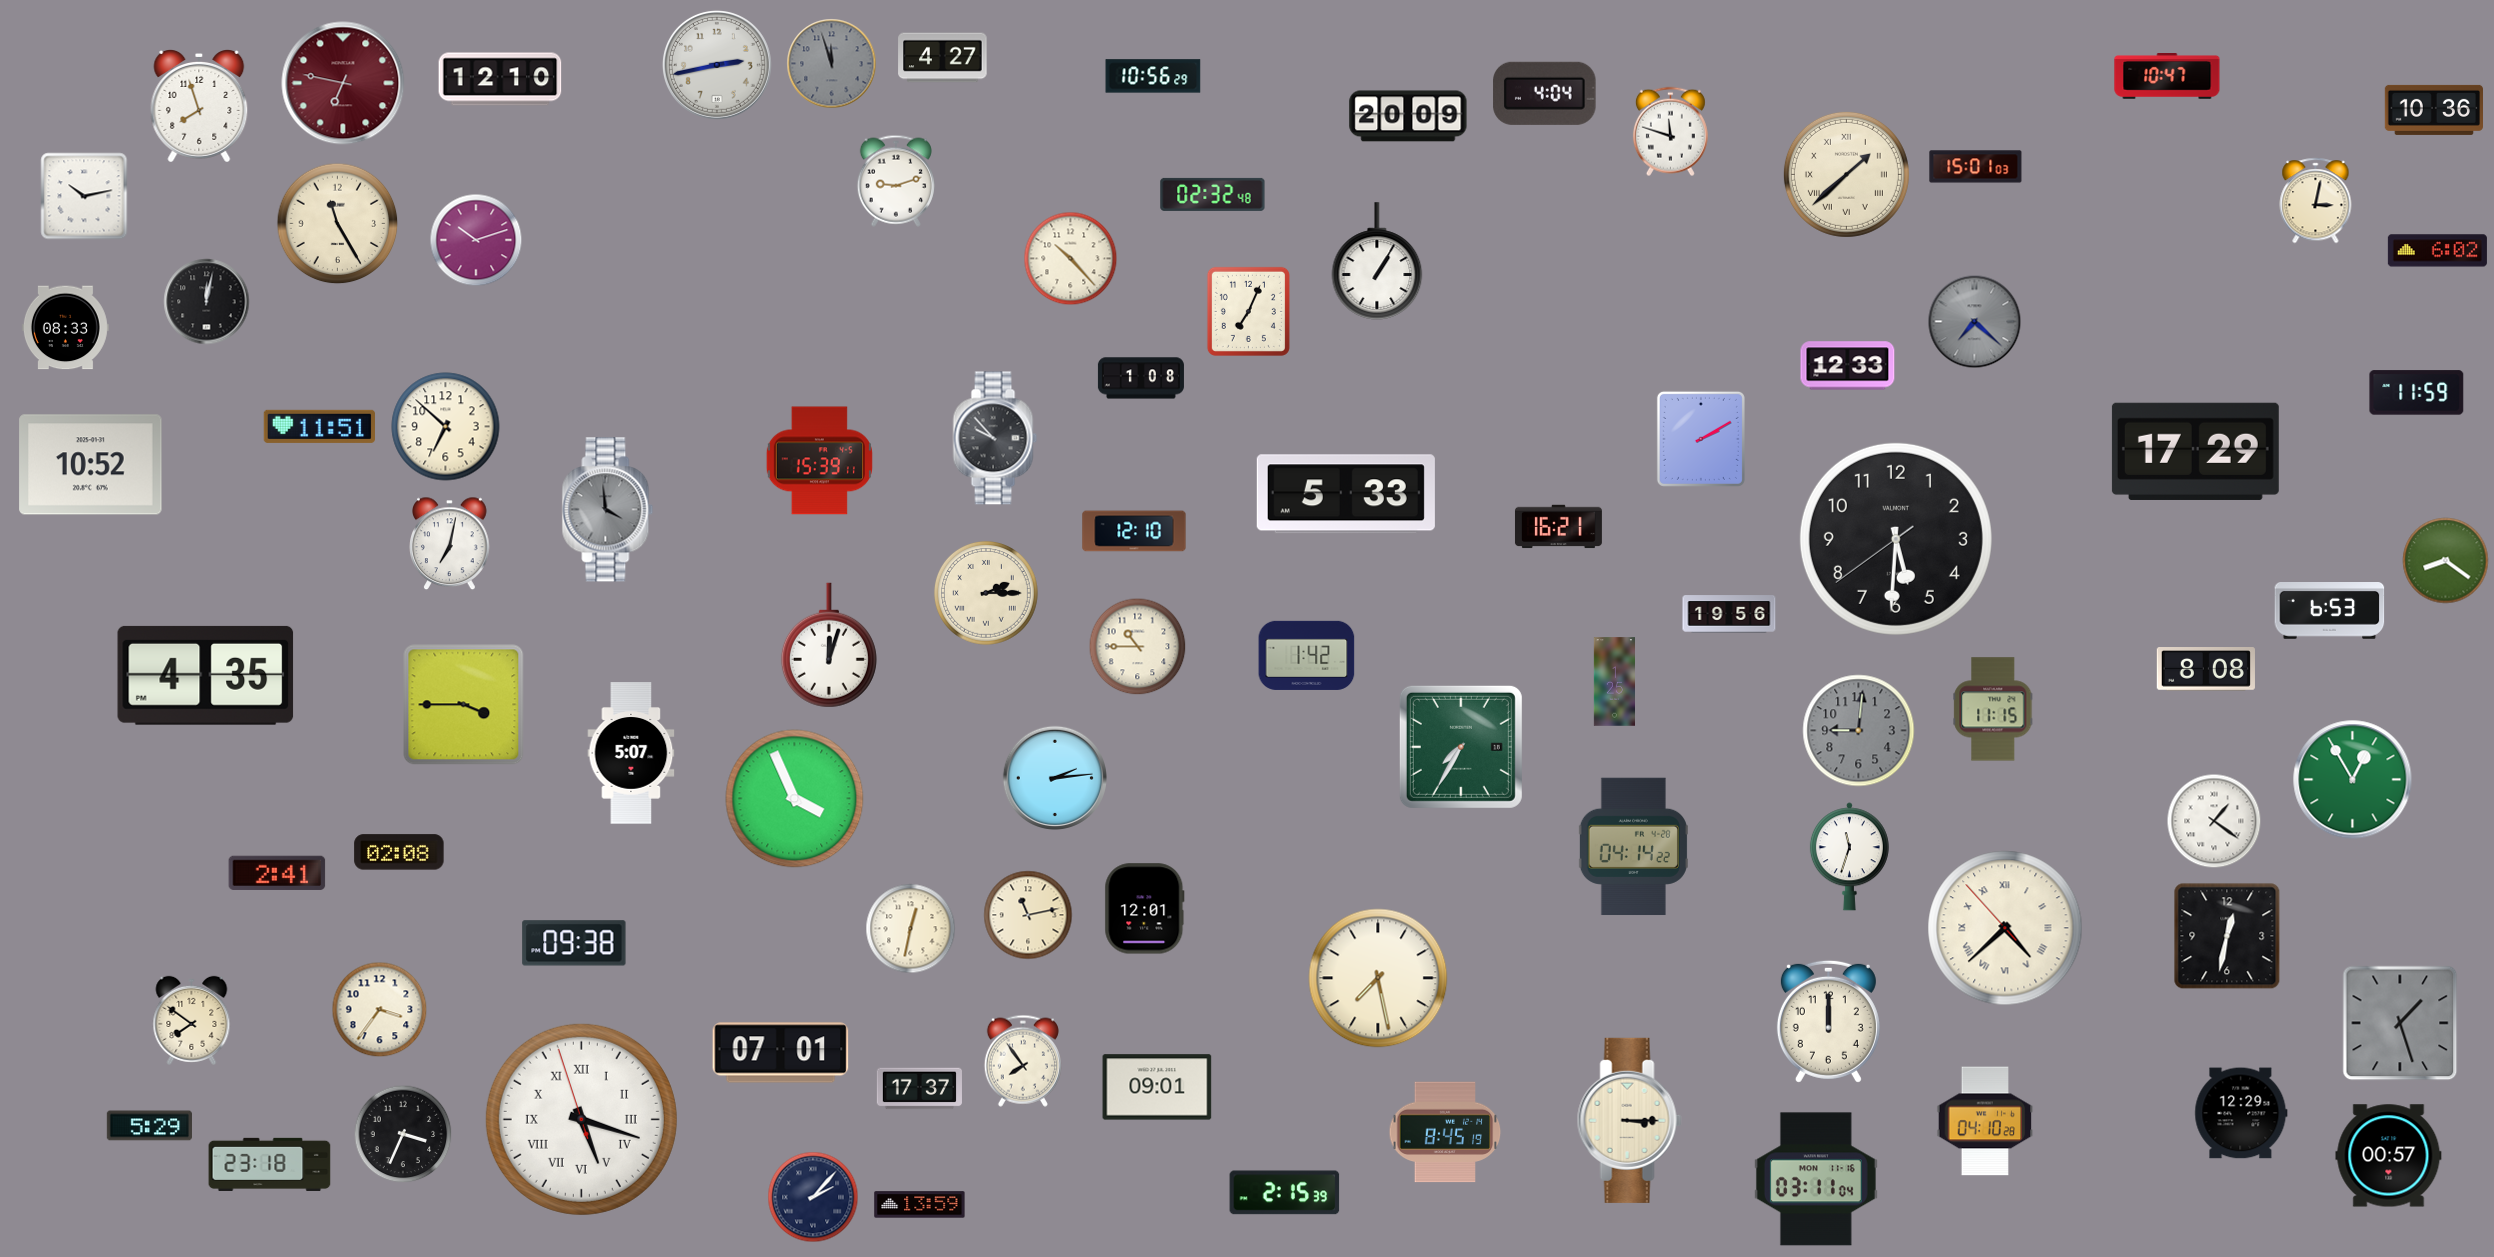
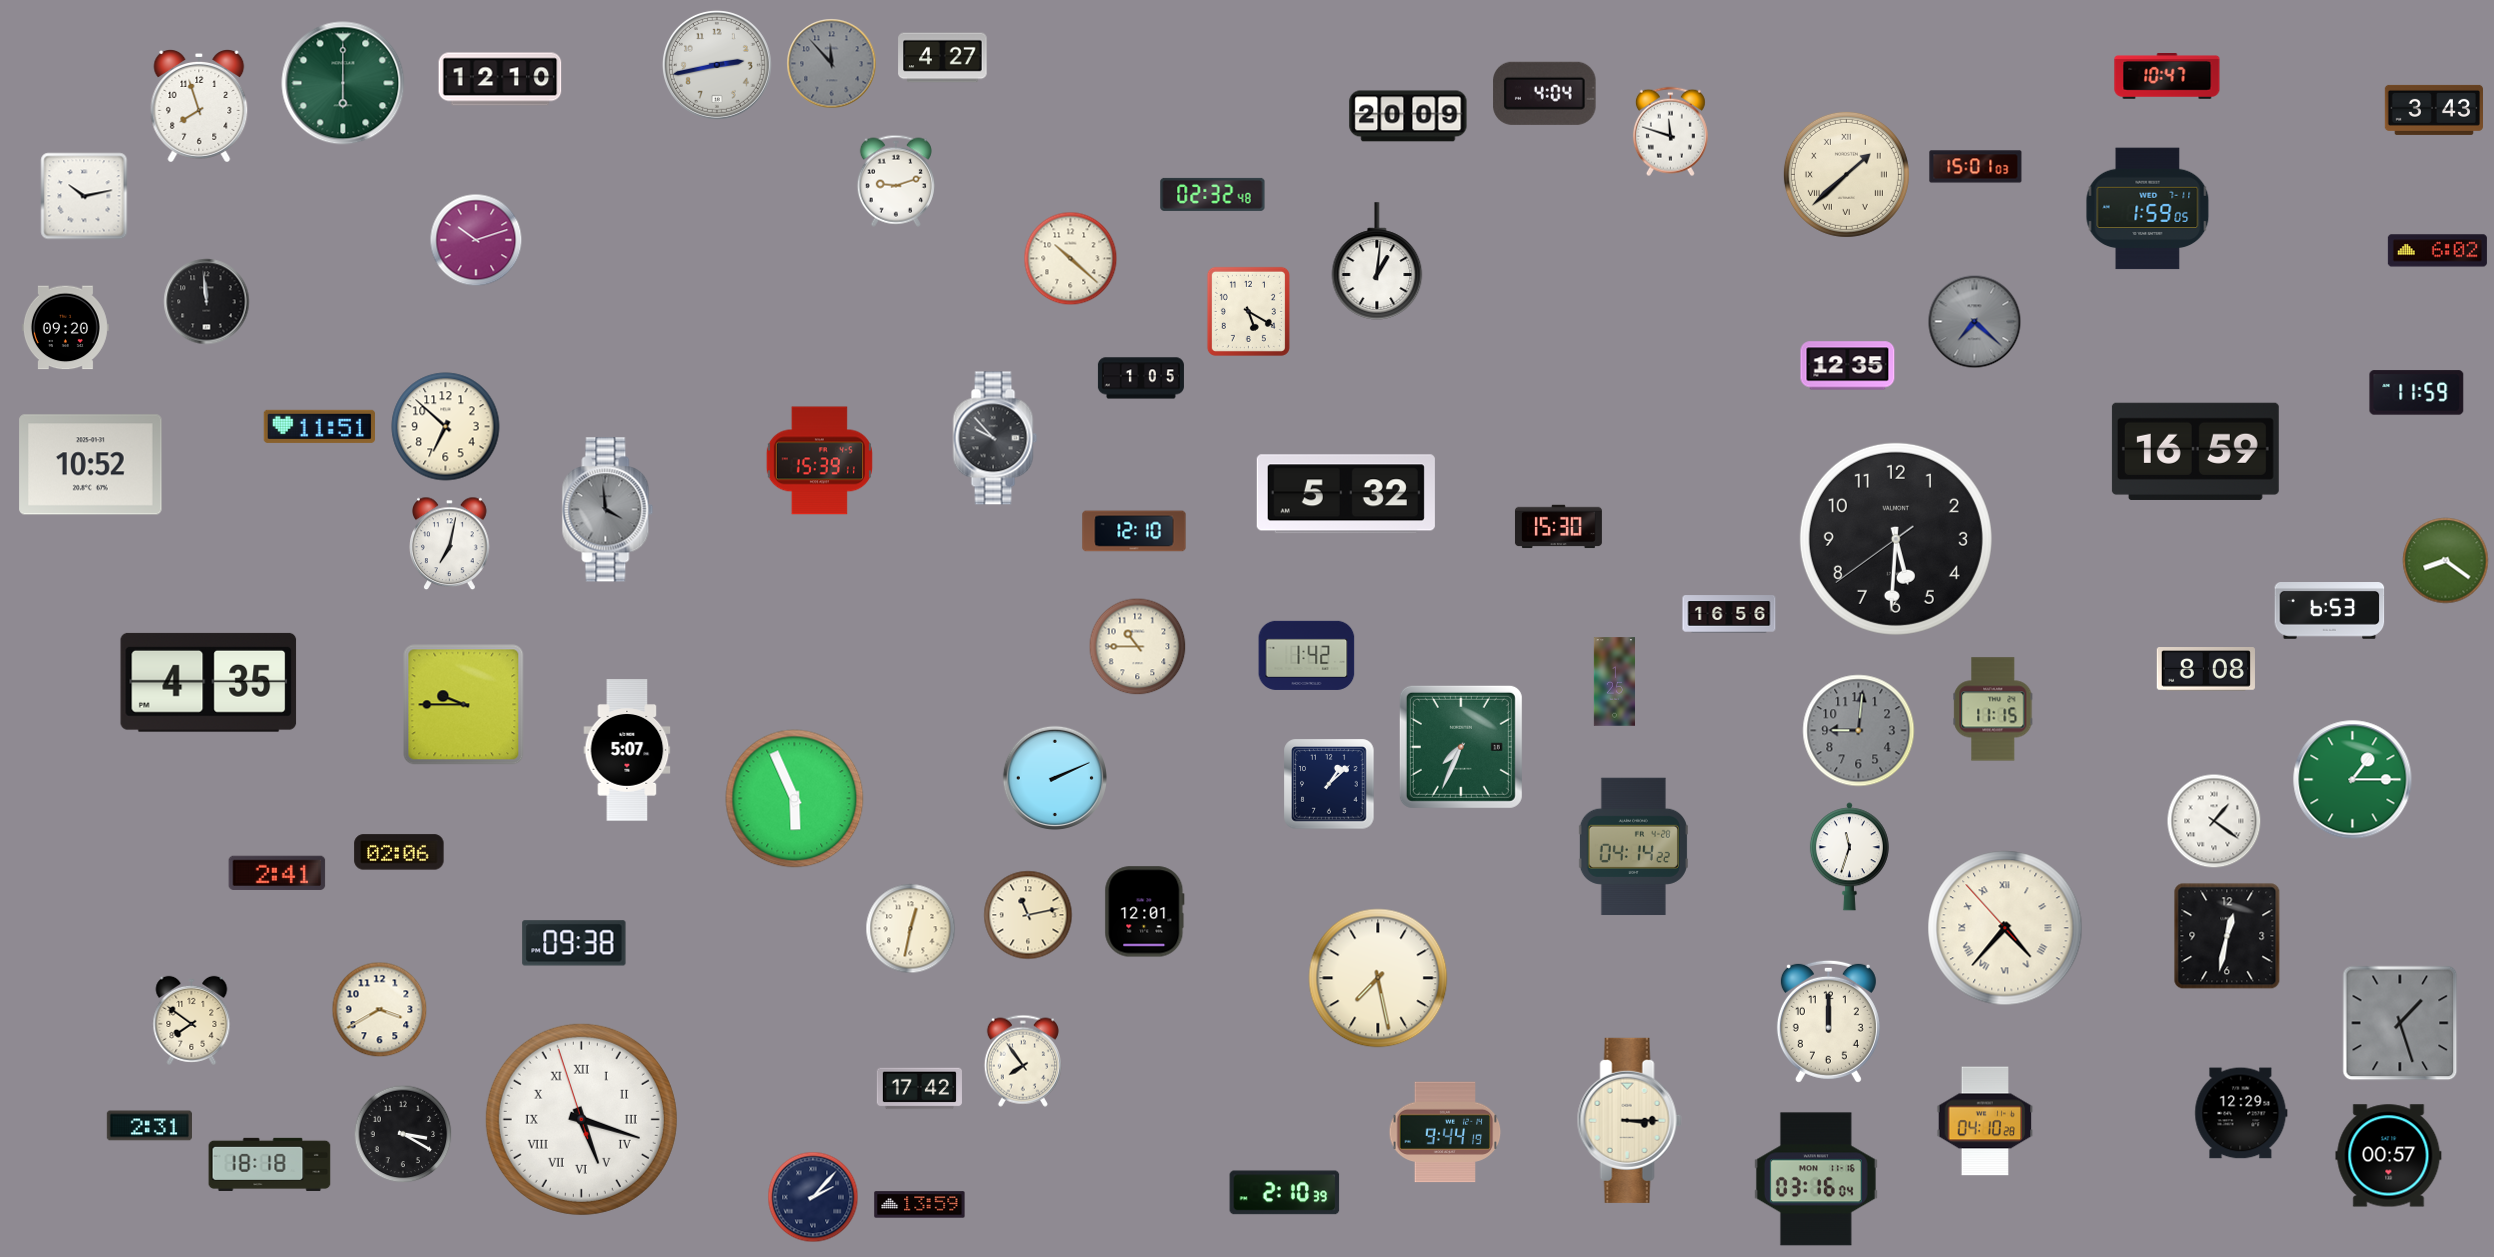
clock at (832, 64): 11:57 -> 11:53
clock at (1153, 76): 10:56 -> none
clock at (343, 83): 6:47 -> 6:00
clock at (343, 83) dial: burgundy -> green
clock at (2433, 110): 10:36 -> 3:43
clock at (2316, 201): 3:02 -> none
clock at (2148, 209): none -> 1:59
clock at (338, 224): 11:25 -> none
clock at (1071, 259): 10:23 -> 10:22
clock at (1377, 261): 1:05 -> 1:01
clock at (207, 302): 12:02 -> 11:59
clock at (1248, 311): 7:04 -> 5:20
clock at (65, 328): 08:33 -> 09:20
clock at (1848, 366): 12:33 -> 12:35
clock at (1141, 378): 1:08 -> 1:05
clock at (1701, 439): 2:10 -> none
clock at (2195, 451): 17:29 -> 16:59
clock at (1346, 494): 5:33 -> 5:32
clock at (1558, 527): 16:21 -> 15:30
clock at (986, 593): 2:15 -> none
clock at (1729, 614): 19:56 -> 16:56
clock at (829, 645): 12:03 -> none
clock at (206, 675) position: (206, 675) -> (209, 682)
clock at (464, 705): 3:45 -> 9:45
clock at (1461, 747): 7:35 -> 7:34
clock at (631, 753) position: (631, 753) -> (627, 750)
clock at (1055, 778): 2:14 -> 2:11
clock at (2353, 780): 12:55 -> 1:15
clock at (1329, 784): none -> 1:08
clock at (795, 799): 3:56 -> 5:56
clock at (399, 852): 02:08 -> 02:06
clock at (1145, 909) position: (1145, 909) -> (1145, 912)
clock at (2005, 928): 4:37 -> 4:36
clock at (380, 1010): 3:36 -> 3:40
clock at (781, 1053): 07:01 -> none
clock at (1157, 1087): 09:01 -> none
clock at (919, 1089): 17:37 -> 17:42
clock at (149, 1126): 5:29 -> 2:31
clock at (1445, 1132): 8:45 -> 9:44
clock at (403, 1134): 3:34 -> 3:20
clock at (270, 1164): 23:18 -> 18:18
clock at (1816, 1179): 03:11 -> 03:16
clock at (1285, 1193): 2:15 -> 2:10
